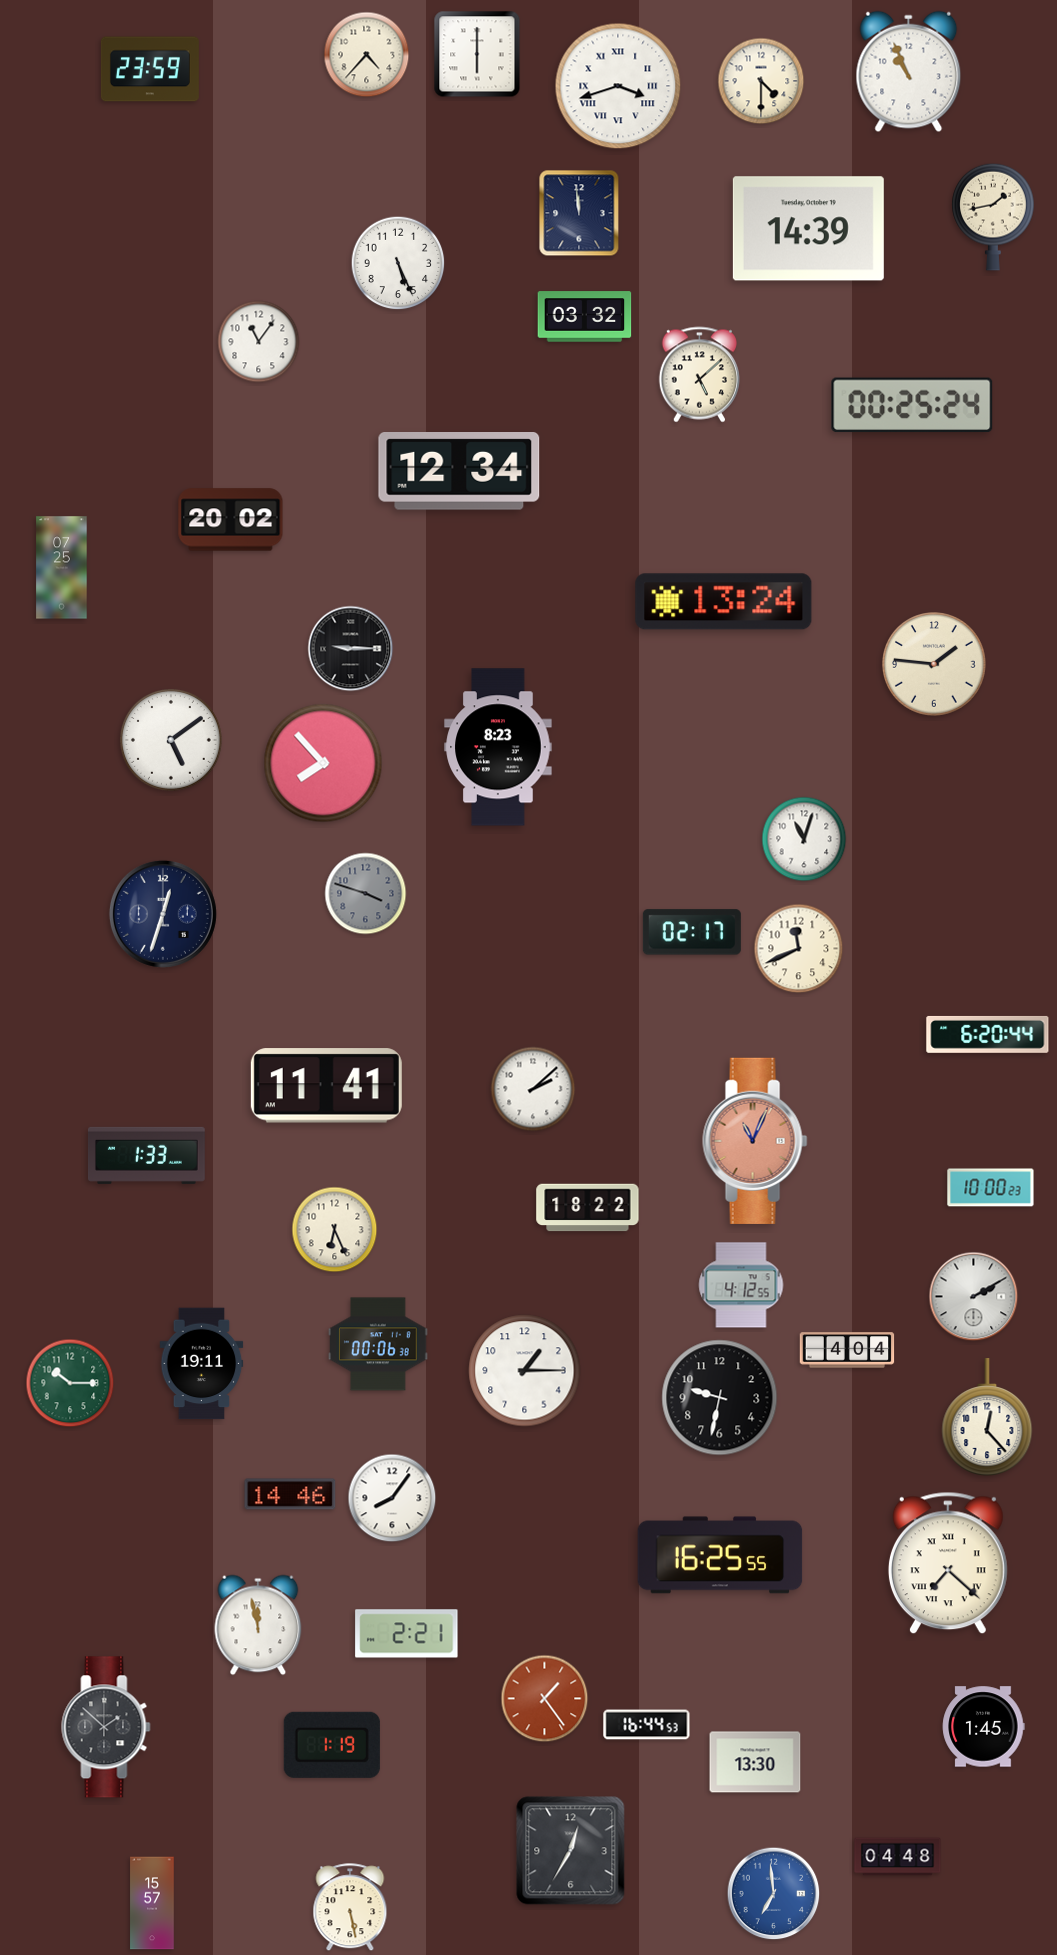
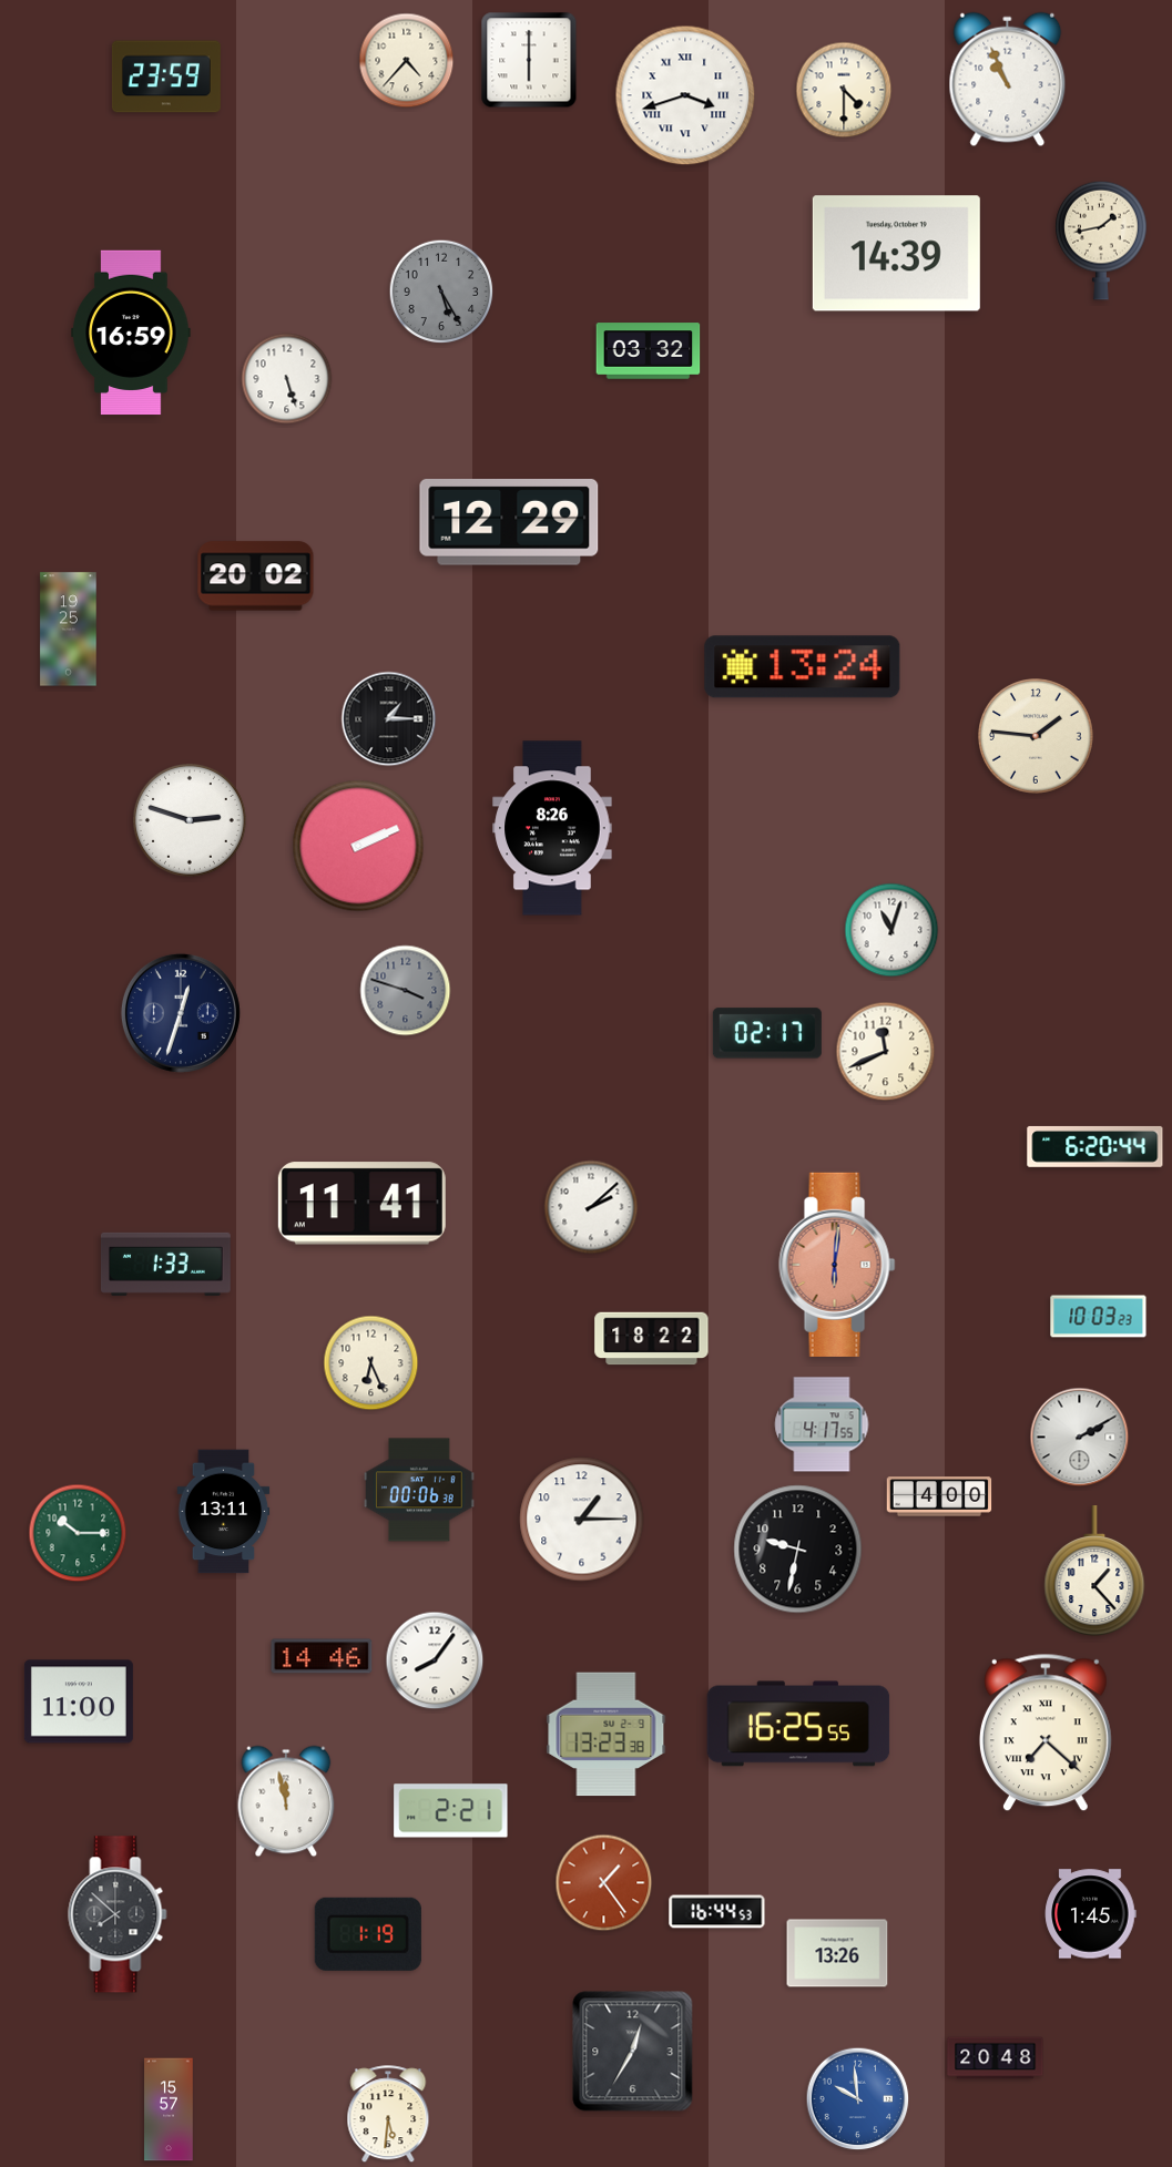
clock at (579, 213): 11:59 -> none
clock at (398, 263): 5:26 -> 5:25
clock at (398, 263) dial: white -> grey
clock at (131, 333): none -> 16:59
clock at (259, 342): 11:06 -> 5:27
clock at (699, 375): 5:08 -> none
clock at (912, 405): 00:25 -> none
clock at (459, 472): 12:34 -> 12:29
clock at (62, 568): 07:25 -> 19:25
clock at (351, 649): 9:15 -> 1:15
clock at (171, 740): 5:09 -> 2:48
clock at (498, 747): 8:23 -> 8:26
clock at (323, 763): 7:53 -> 2:11
clock at (755, 1141): 11:04 -> 6:01
clock at (146, 1155) position: (146, 1155) -> (165, 1264)
clock at (991, 1188): 10:00 -> 10:03
clock at (741, 1285): 4:12 -> 4:17
clock at (847, 1350): 4:04 -> 4:00
clock at (202, 1364): 19:11 -> 13:11
clock at (987, 1418): 12:23 -> 1:23
clock at (79, 1701): none -> 11:00
clock at (948, 1563) position: (948, 1563) -> (1046, 1732)
clock at (607, 1735): none -> 13:23
clock at (106, 1727): 1:52 -> 7:52
clock at (755, 1762): 13:30 -> 13:26
clock at (898, 1857): 04:48 -> 20:48
clock at (774, 1894): 6:59 -> 9:59
clock at (350, 1908): 5:28 -> 5:31
